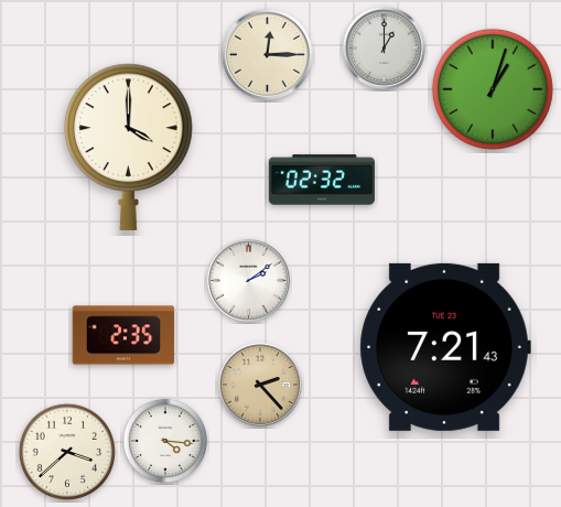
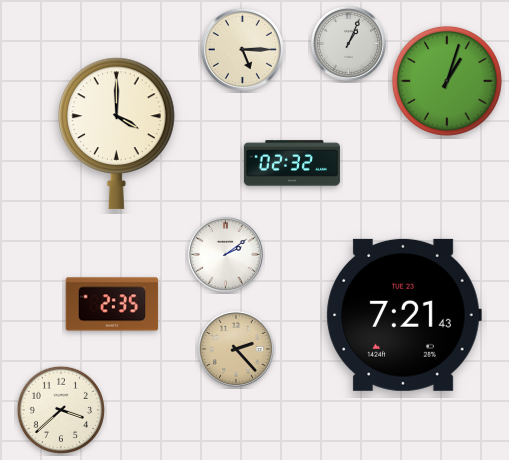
clock at (384, 47): 1:00 -> 1:04
clock at (267, 54): 12:15 -> 5:15
clock at (165, 441): 4:16 -> none
